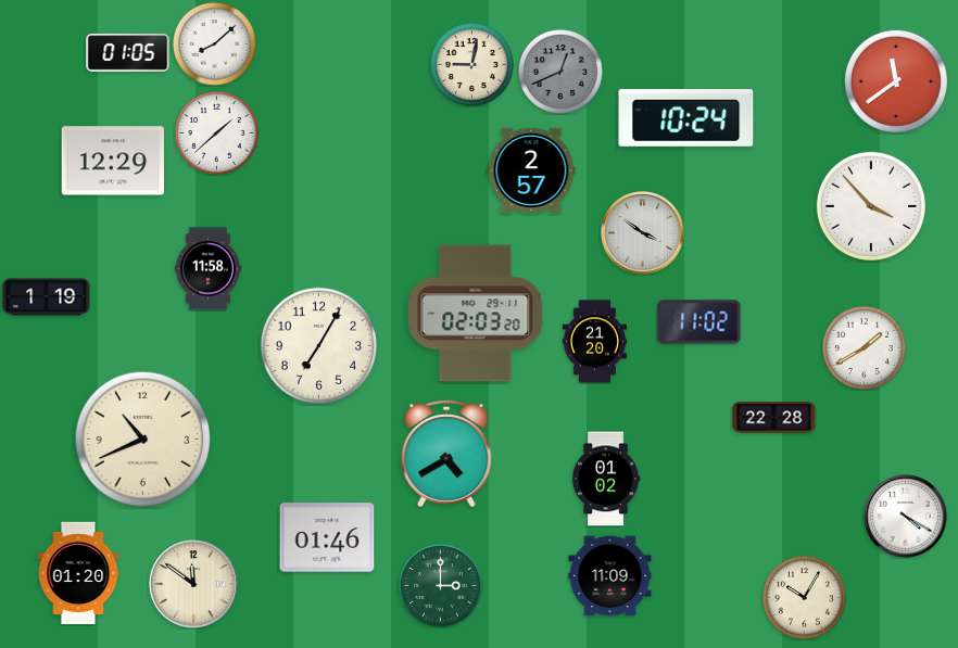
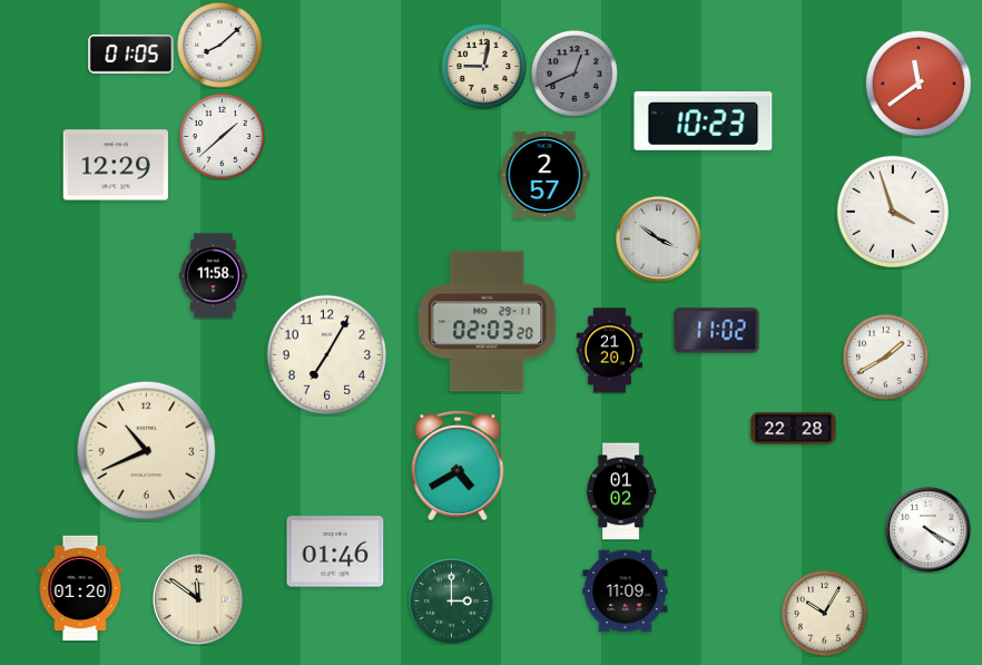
clock at (686, 118): 10:24 -> 10:23
clock at (870, 205): 3:53 -> 3:57
clock at (47, 297): 1:19 -> none
